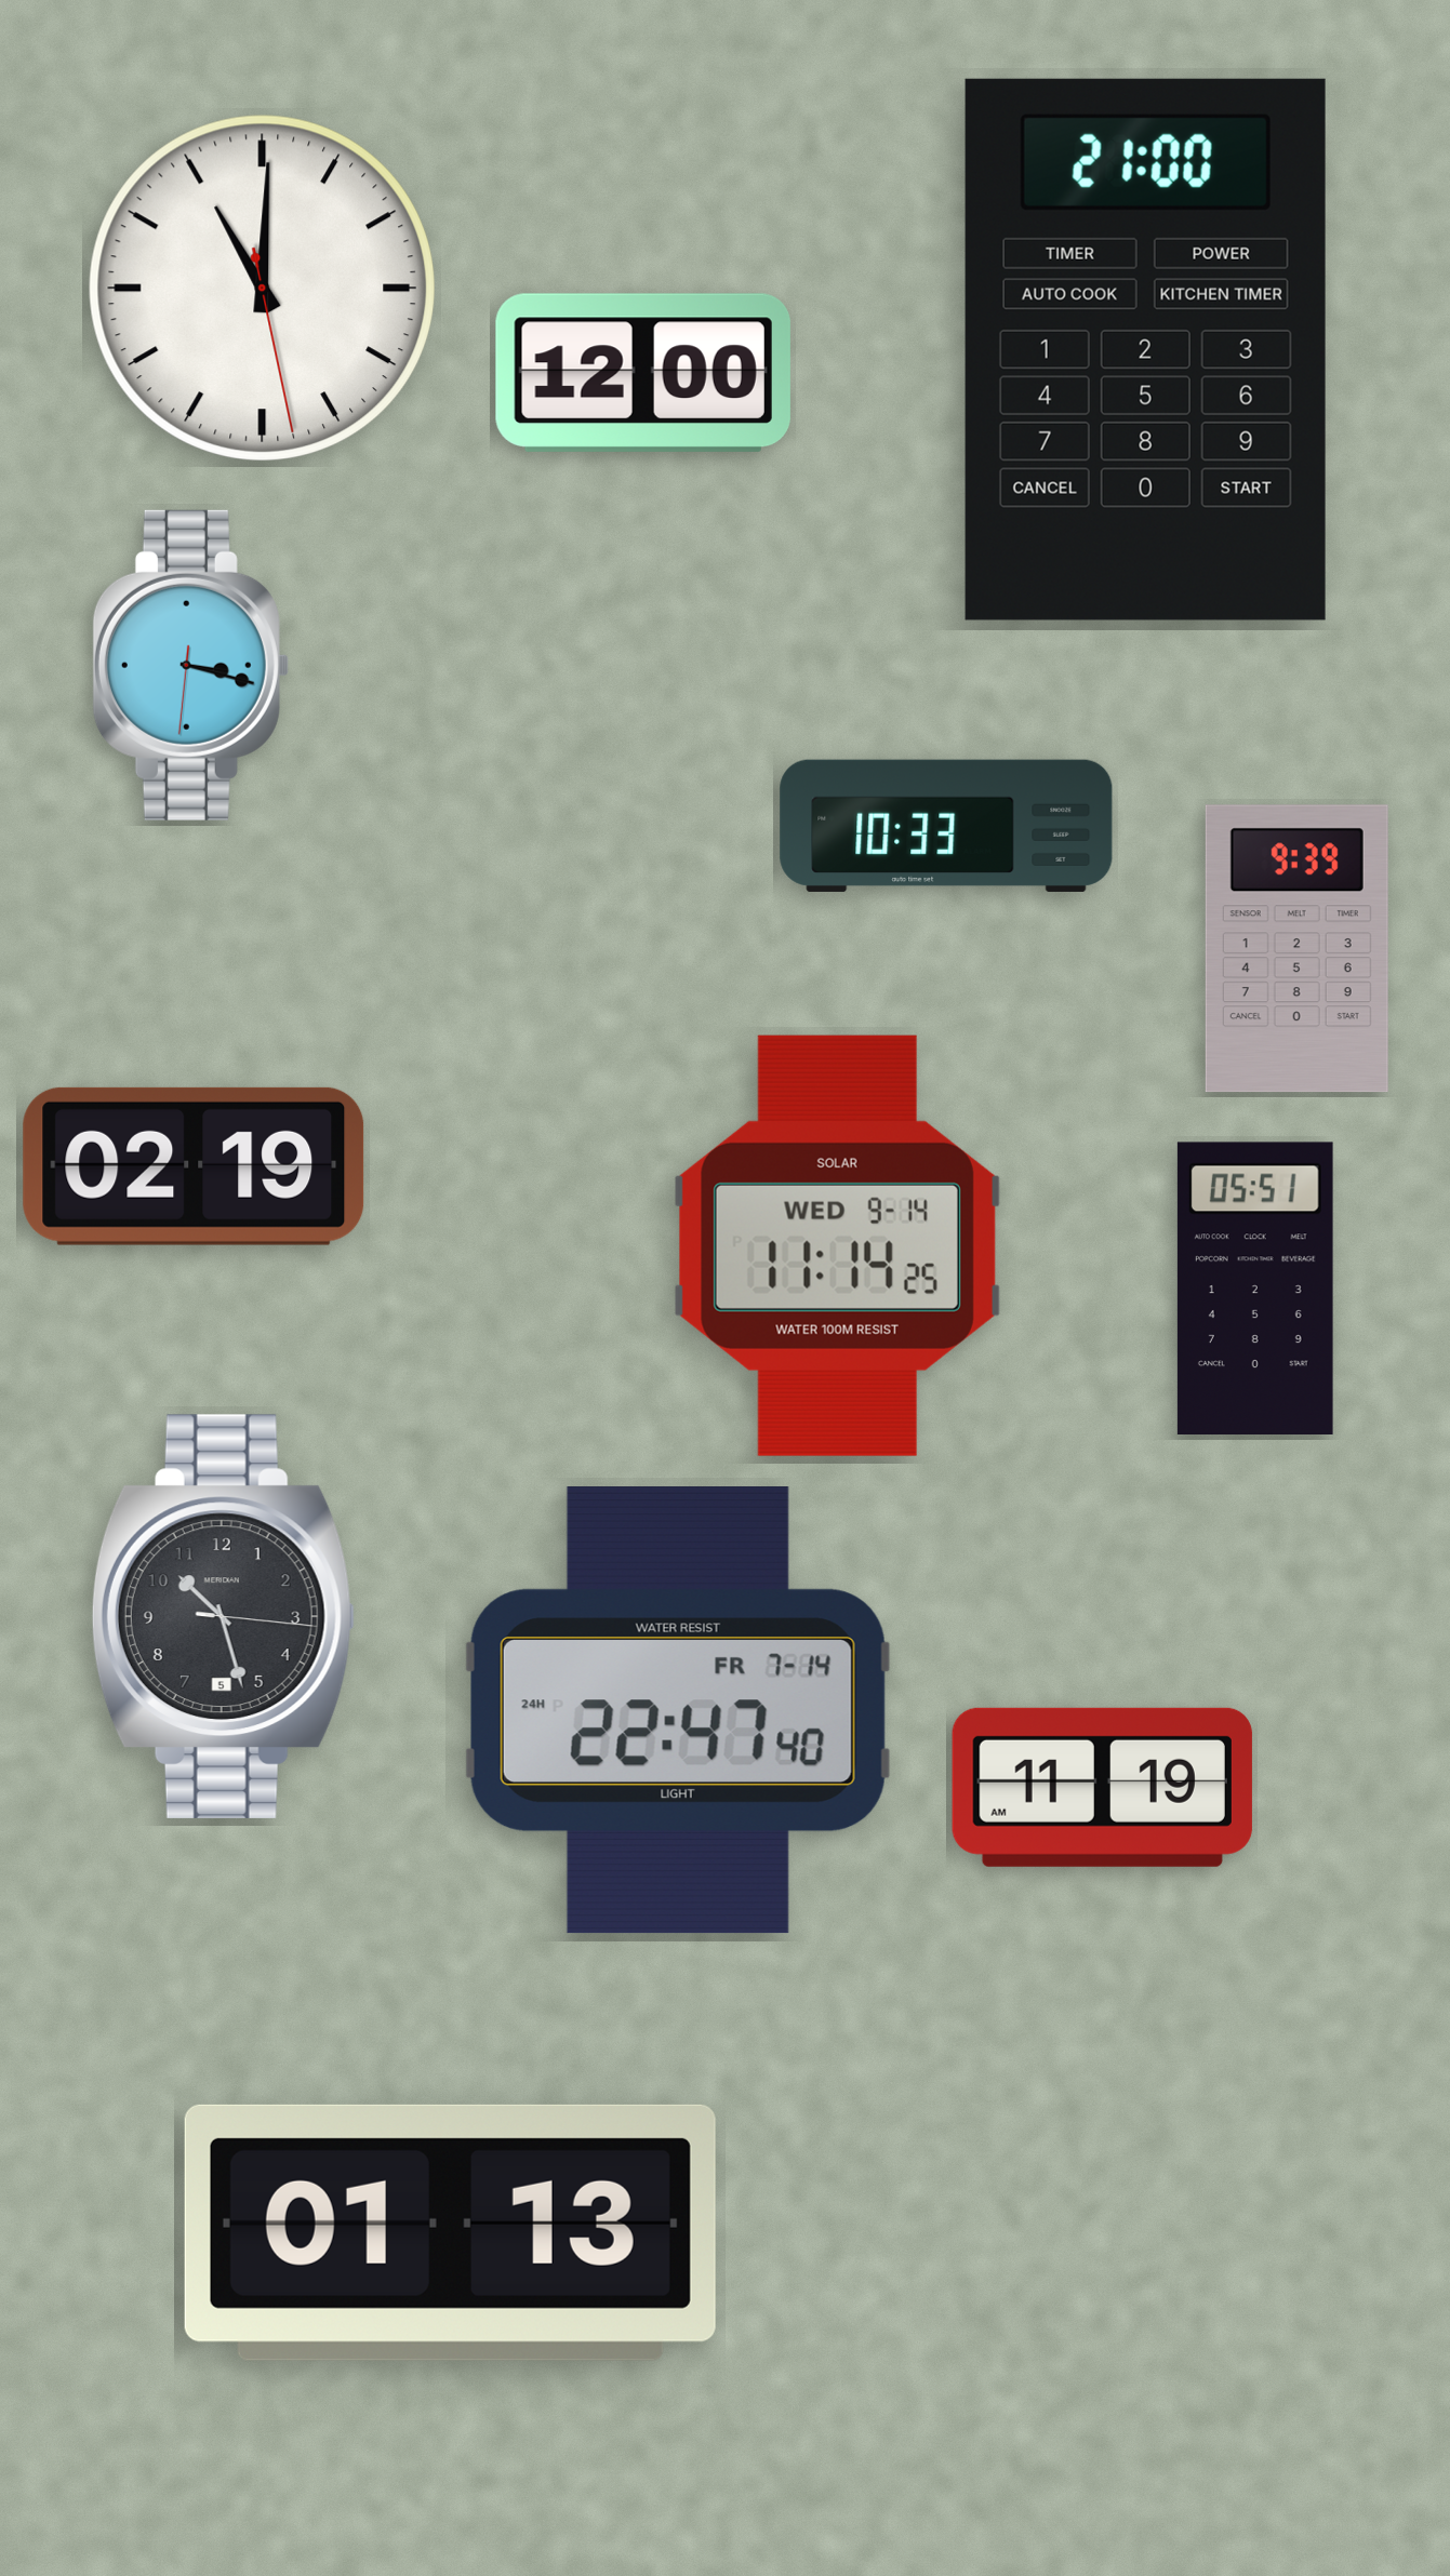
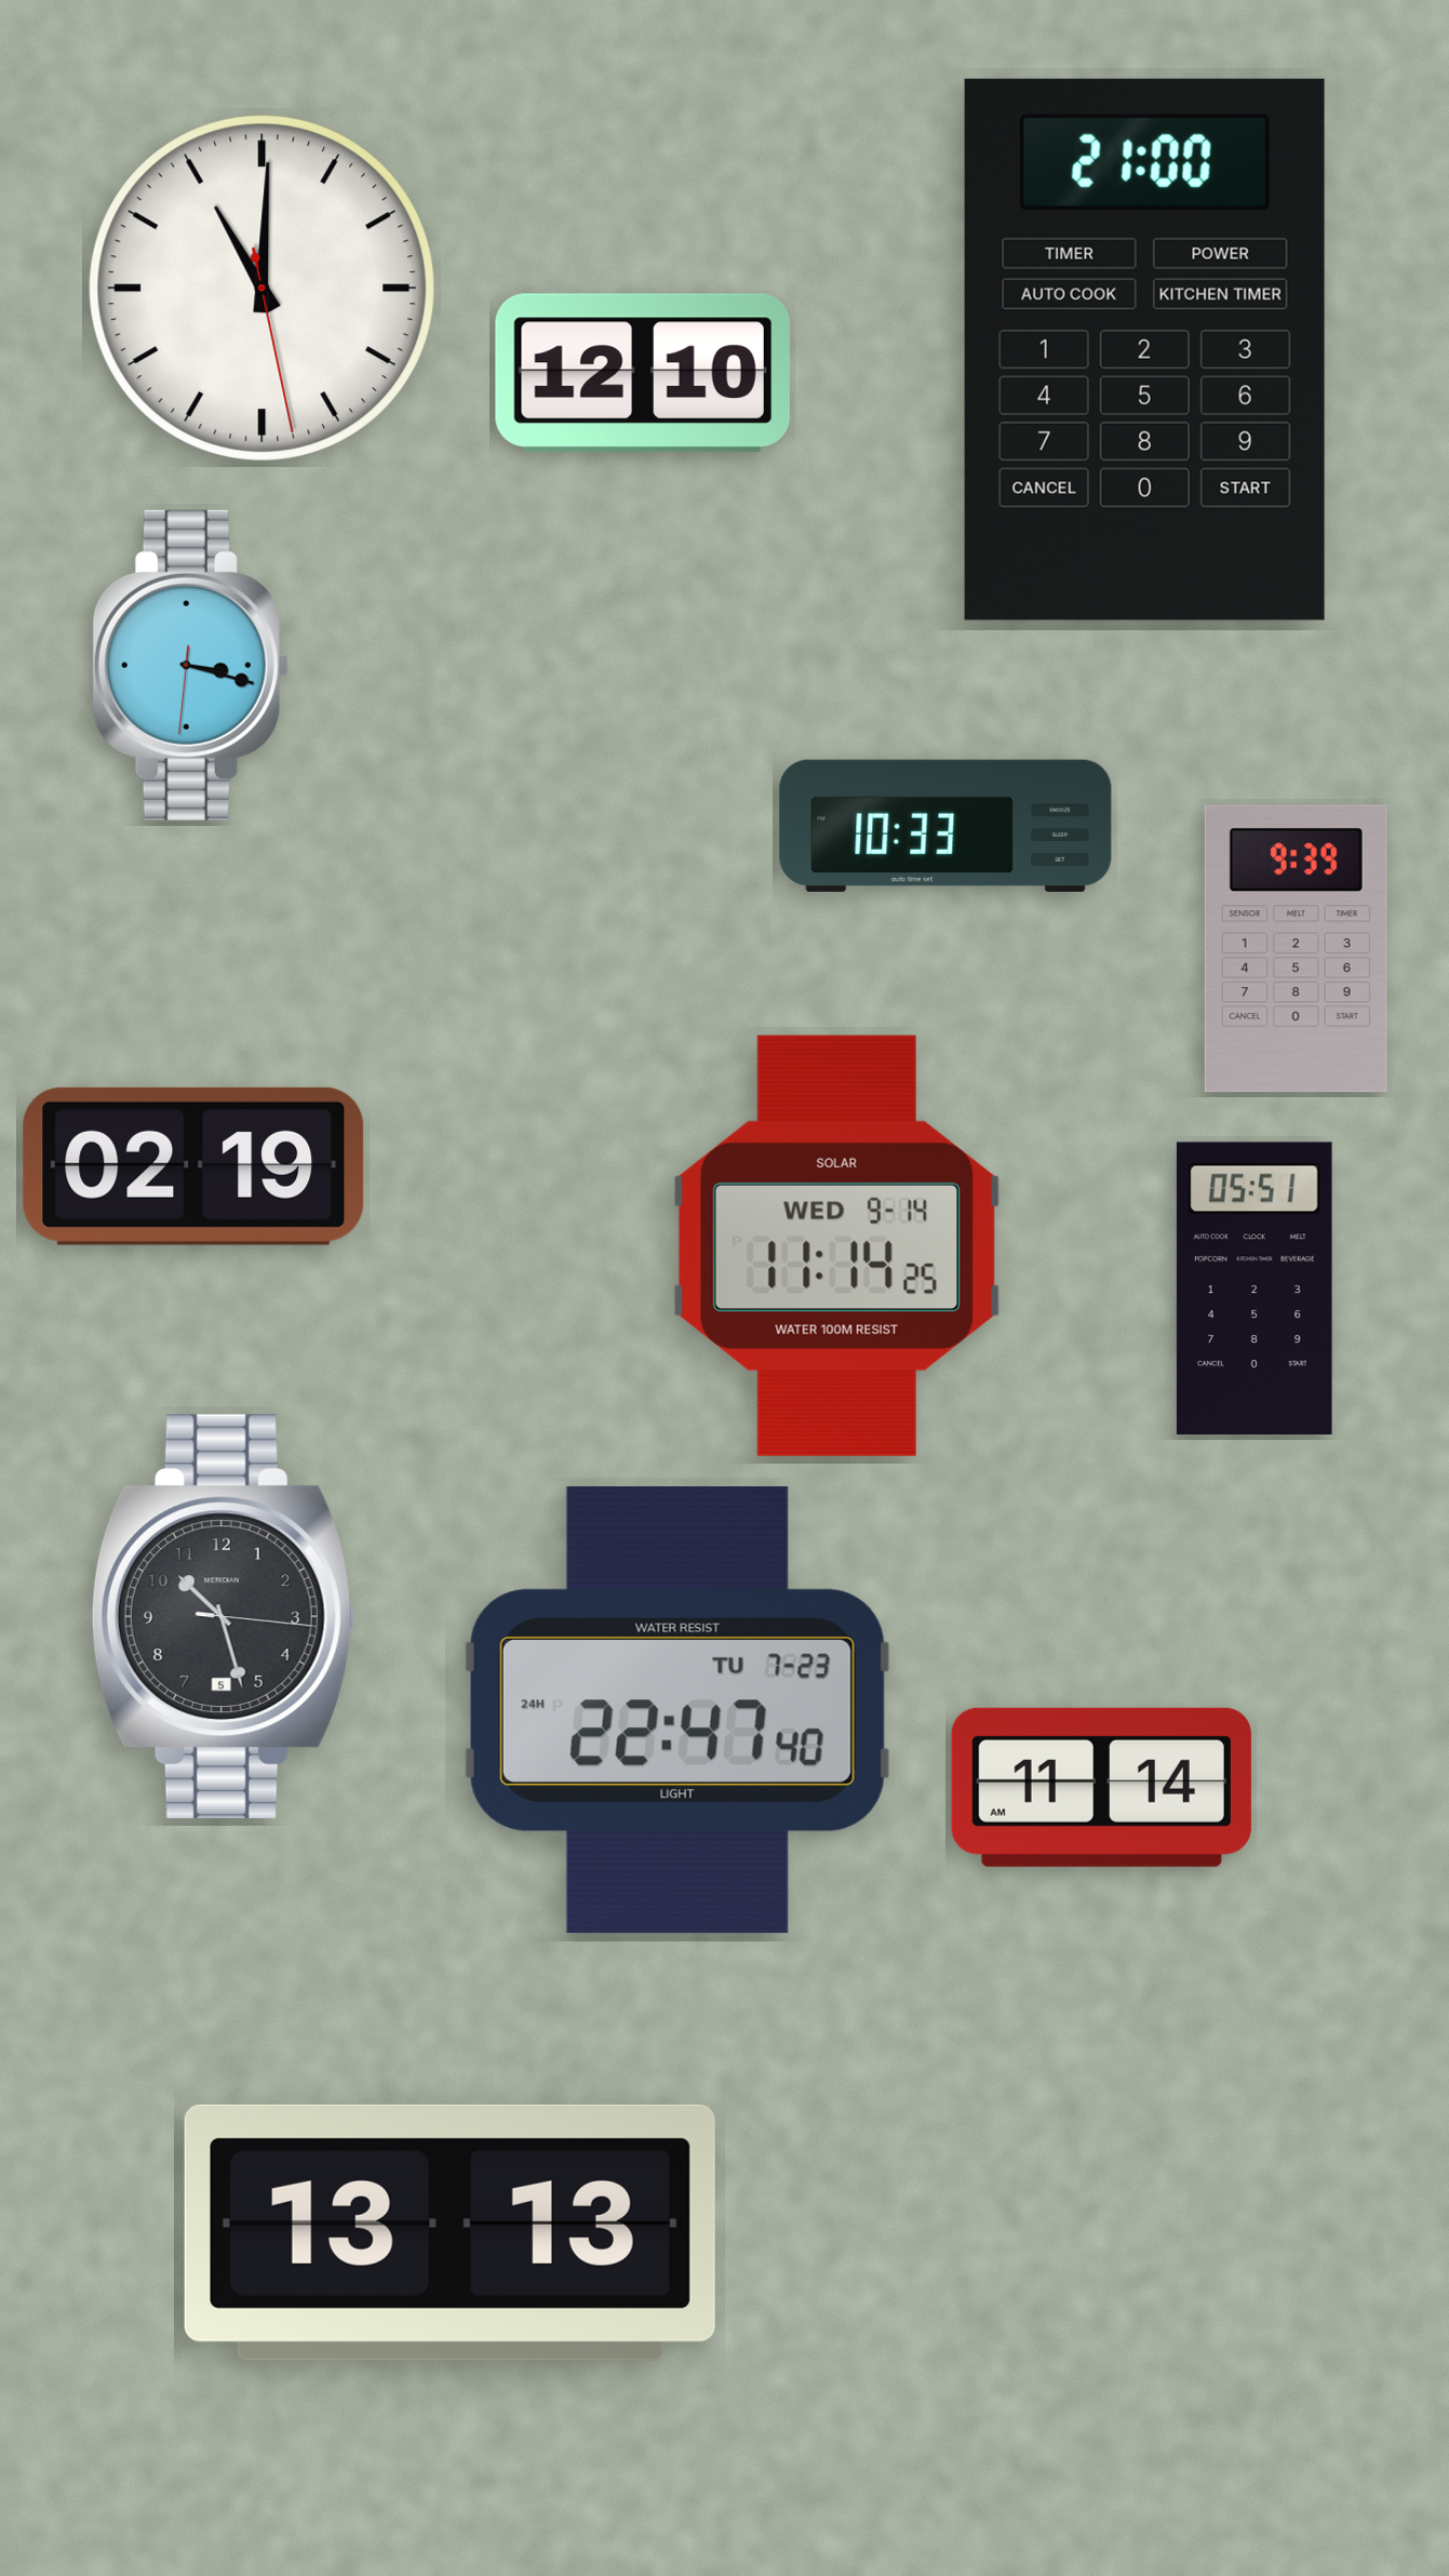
clock at (643, 373): 12:00 -> 12:10
clock at (678, 1710) date: FR 7-14 -> TU 7-23
clock at (1102, 1787): 11:19 -> 11:14
clock at (450, 2232): 01:13 -> 13:13
